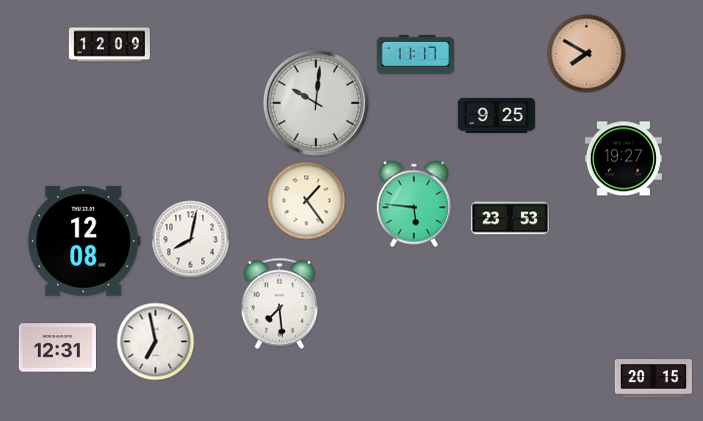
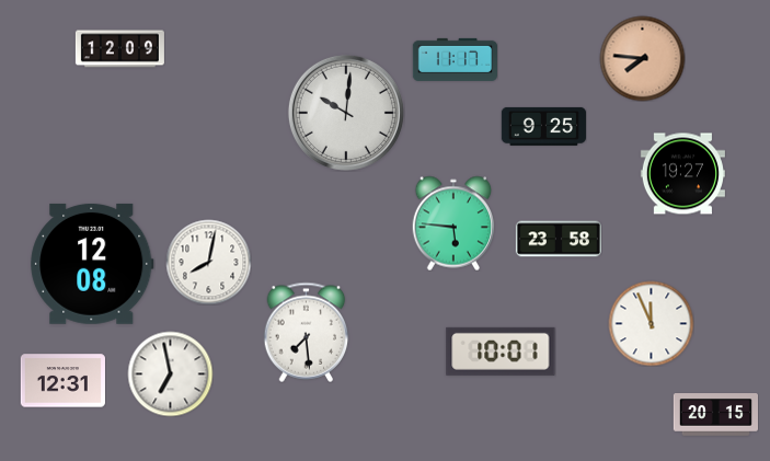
clock at (586, 53): 7:50 -> 7:46
clock at (306, 200): 1:24 -> none
clock at (510, 218): 23:53 -> 23:58
clock at (651, 323): none -> 11:56
clock at (501, 351): none -> 10:01
